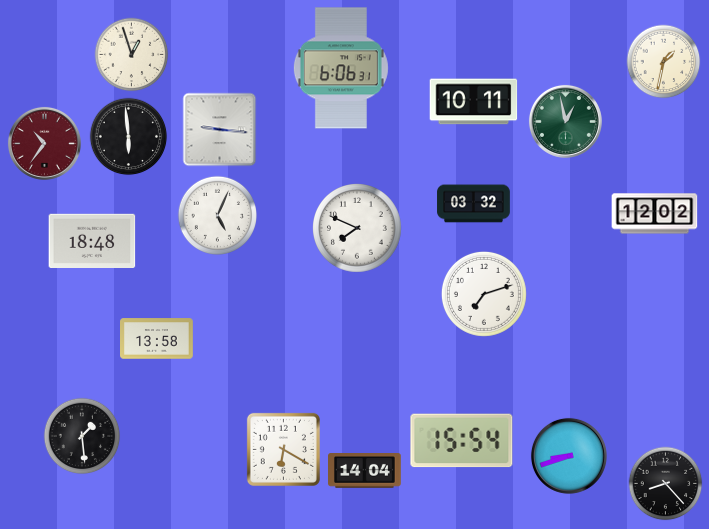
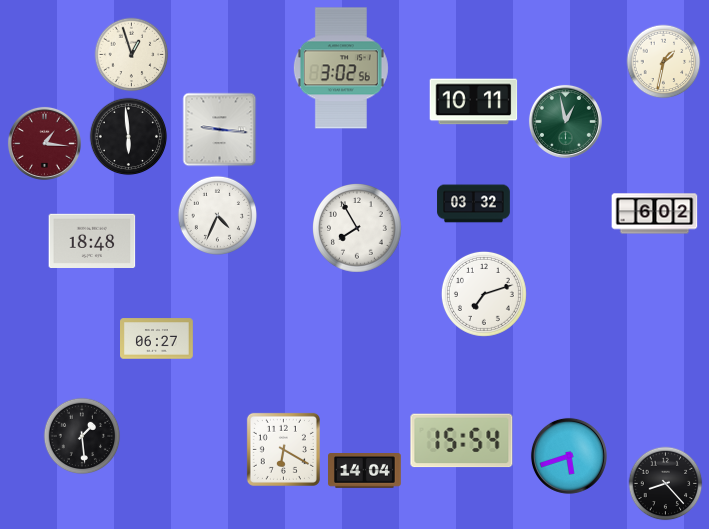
clock at (341, 68): 6:06 -> 3:02
clock at (44, 143): 10:36 -> 1:16
clock at (655, 214): 12:02 -> 6:02
clock at (217, 215): 5:04 -> 4:34
clock at (358, 229): 7:49 -> 7:55
clock at (157, 339): 13:58 -> 06:27
clock at (569, 456): 8:42 -> 5:42
